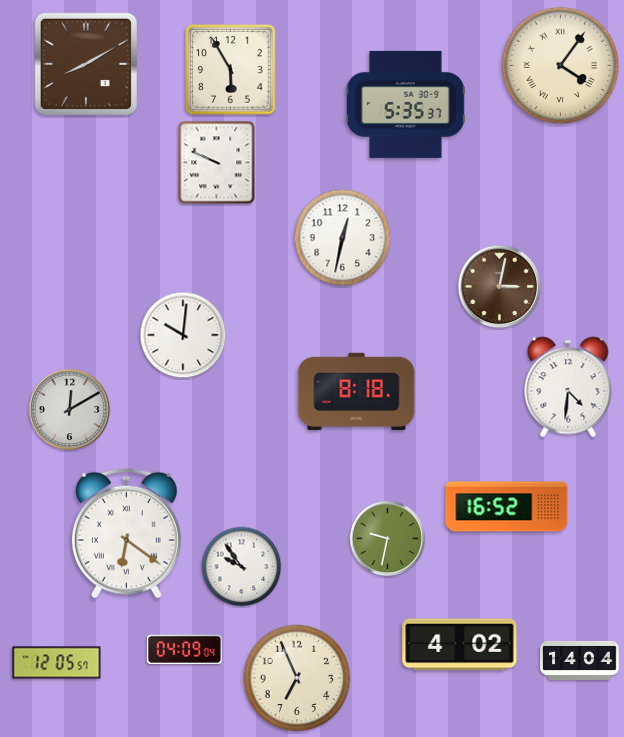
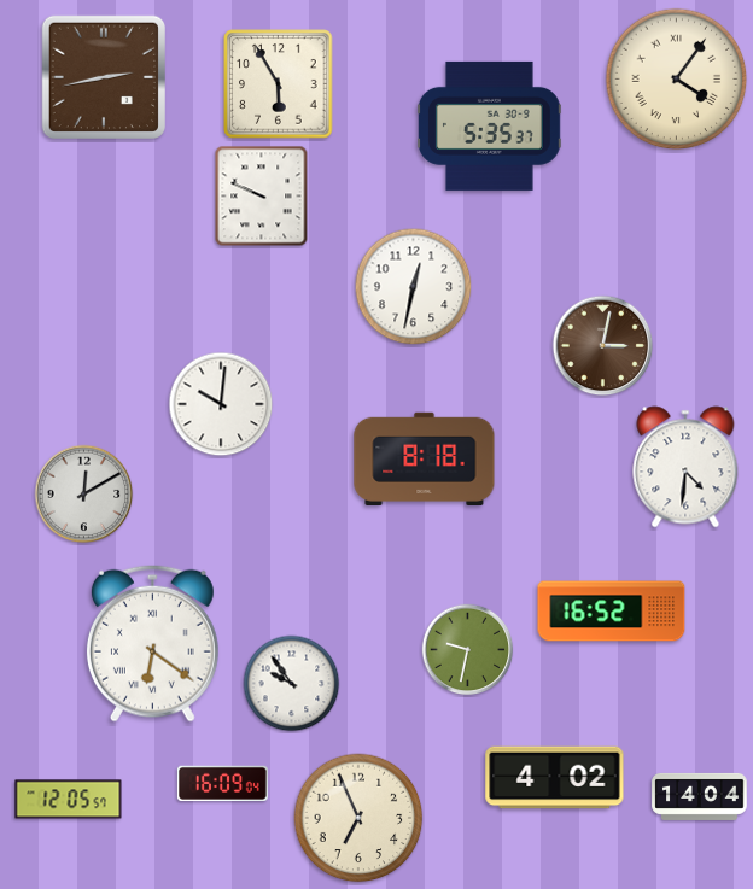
clock at (85, 63): 8:10 -> 2:43
clock at (357, 391) position: (357, 391) -> (425, 458)
clock at (184, 649): 04:09 -> 16:09
